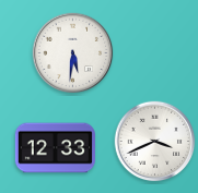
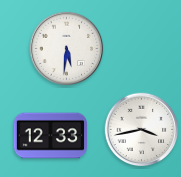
clock at (155, 142): 3:41 -> 3:43
